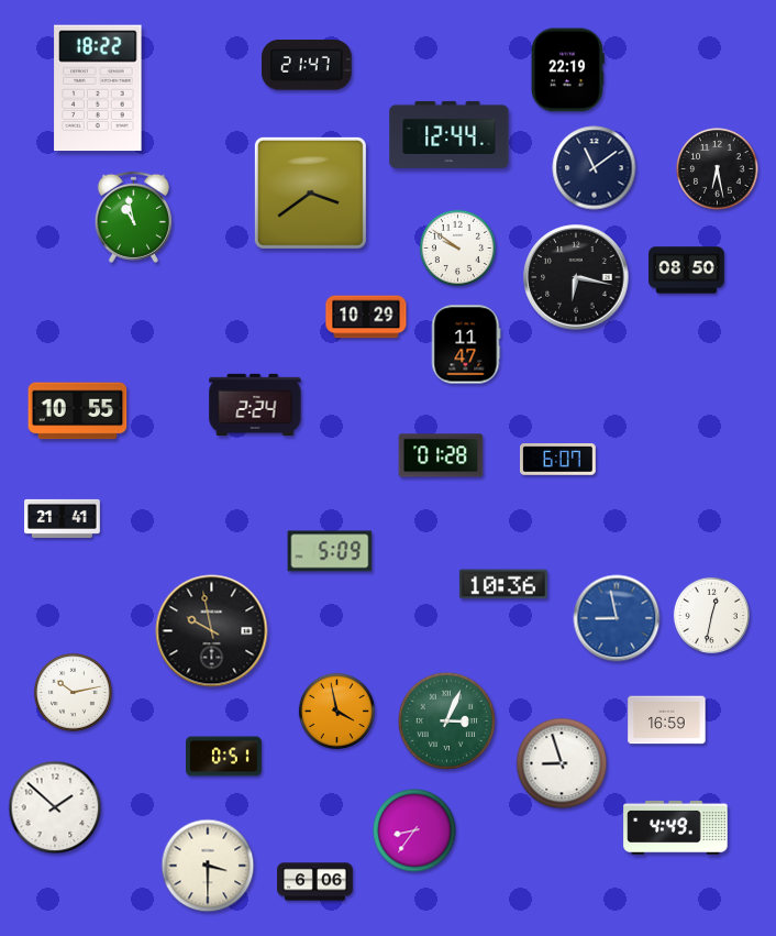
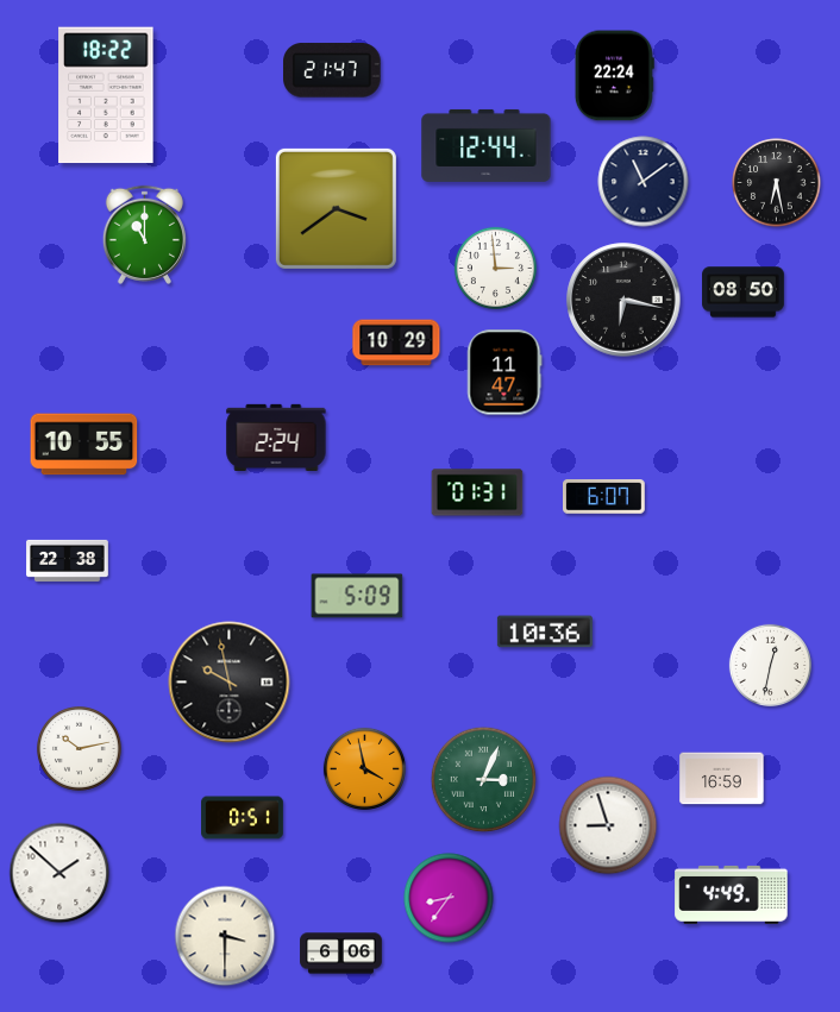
clock at (567, 70): 22:19 -> 22:24
clock at (133, 217): 10:58 -> 11:00
clock at (457, 247): 9:51 -> 2:59
clock at (441, 455): 01:28 -> 01:31
clock at (63, 518): 21:41 -> 22:38
clock at (617, 618): 8:58 -> none
